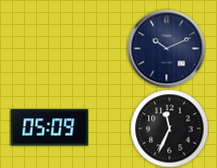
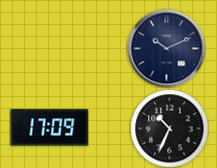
clock at (49, 128): 05:09 -> 17:09
clock at (169, 128): 11:34 -> 10:34
